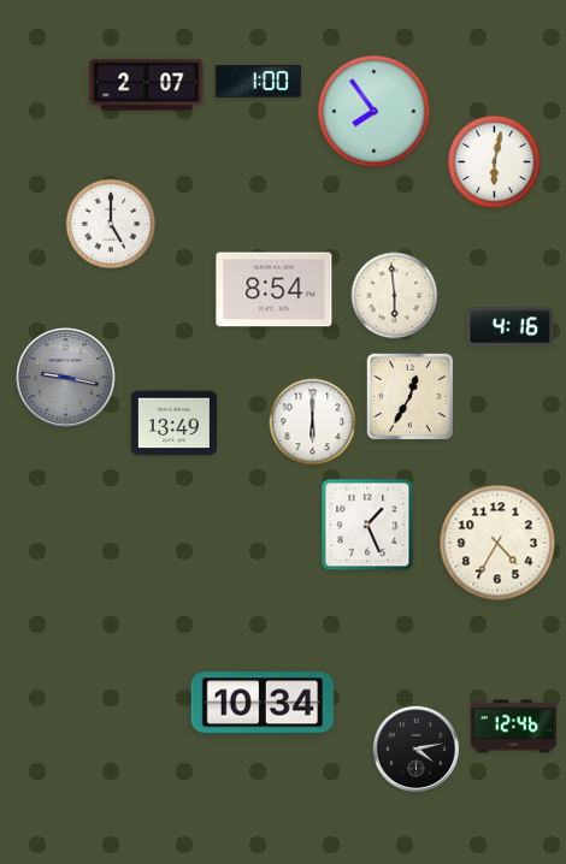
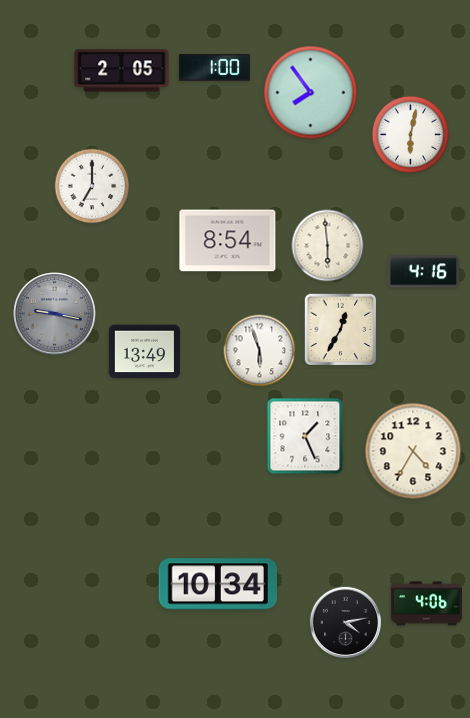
clock at (147, 85): 2:07 -> 2:05
clock at (111, 224): 5:00 -> 7:00
clock at (313, 422): 6:00 -> 5:57
clock at (513, 727): 12:46 -> 4:06
